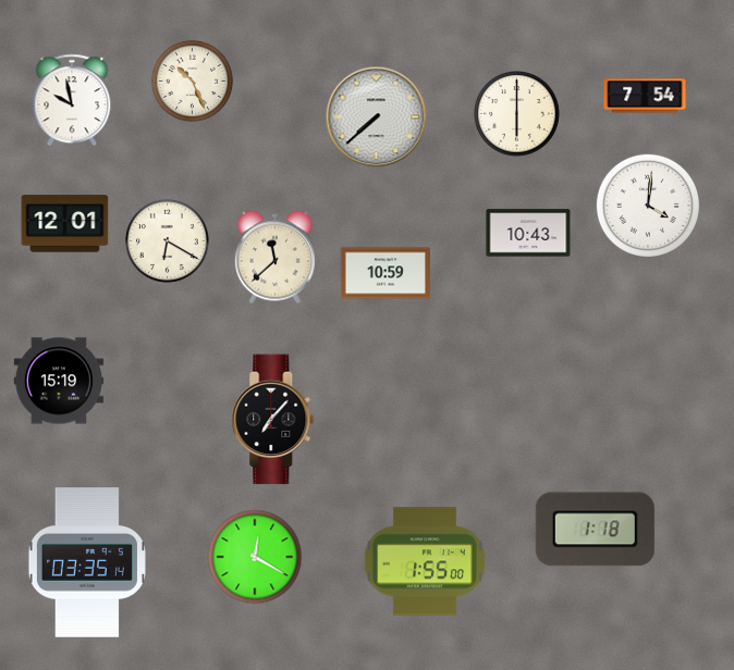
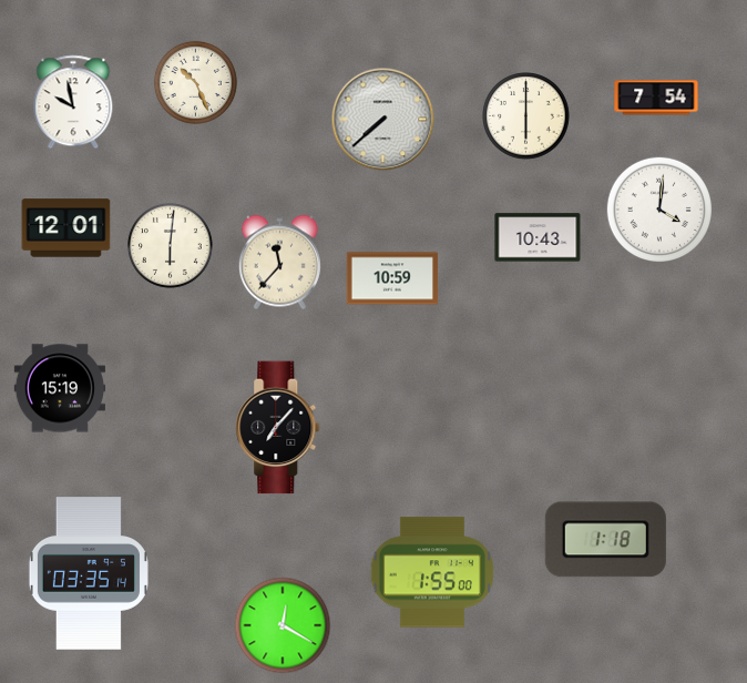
clock at (167, 240): 6:20 -> 6:01
clock at (274, 258): 11:38 -> 11:37
clock at (255, 557) position: (255, 557) -> (283, 625)
